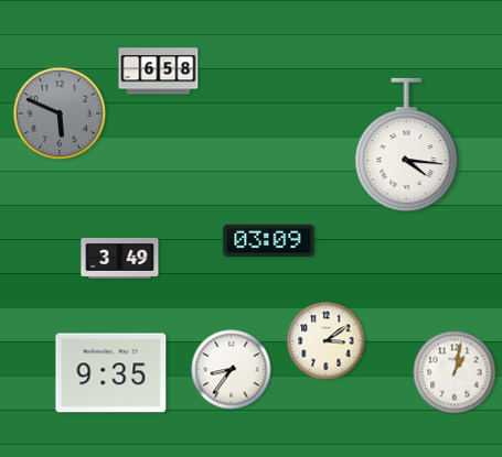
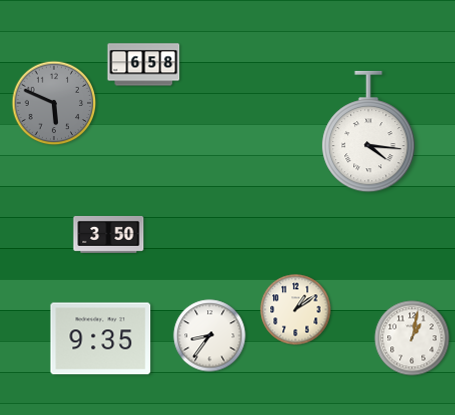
clock at (269, 240): 03:09 -> none
clock at (120, 258): 3:49 -> 3:50
clock at (327, 341): 3:09 -> 1:09
